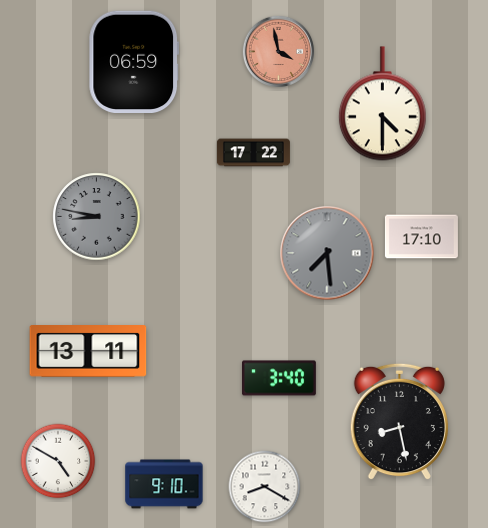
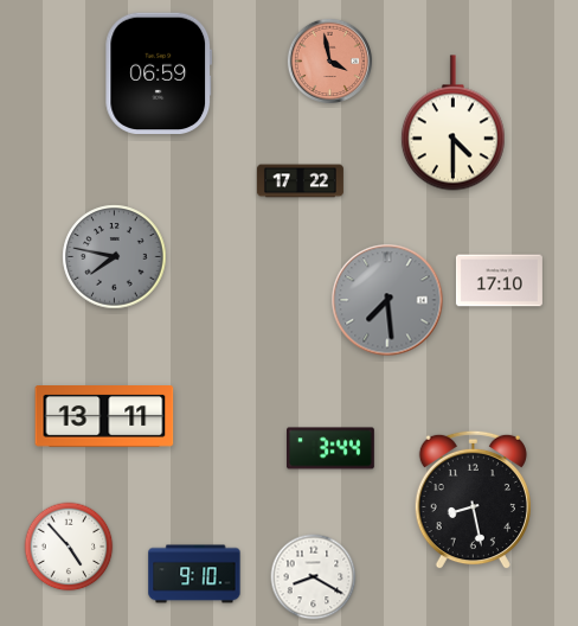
clock at (97, 217): 8:47 -> 7:47
clock at (280, 378): 3:40 -> 3:44
clock at (58, 461): 4:50 -> 4:53
